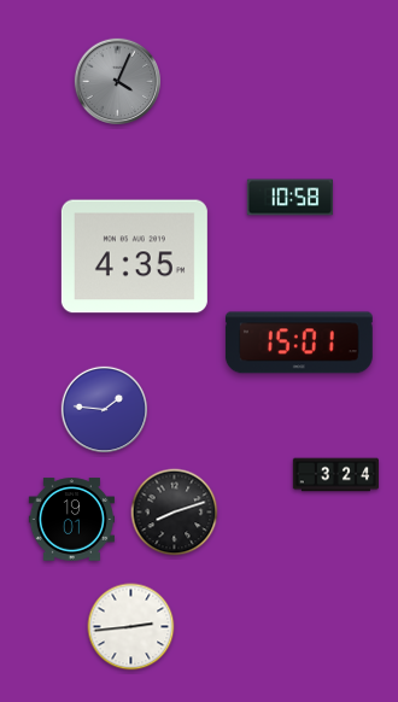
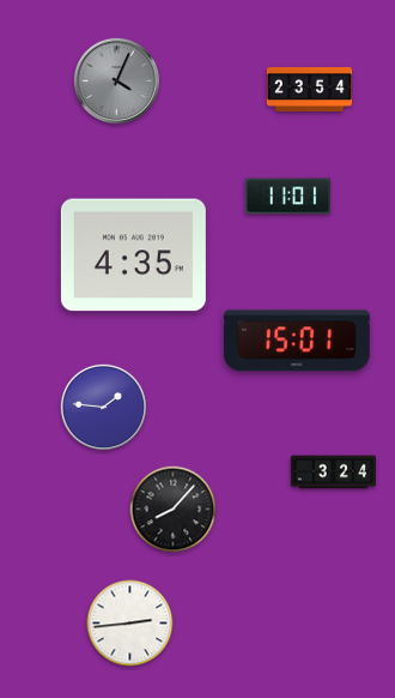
clock at (310, 89): none -> 23:54
clock at (289, 198): 10:58 -> 11:01
clock at (175, 513): 8:12 -> 8:07
clock at (71, 520): 19:01 -> none
